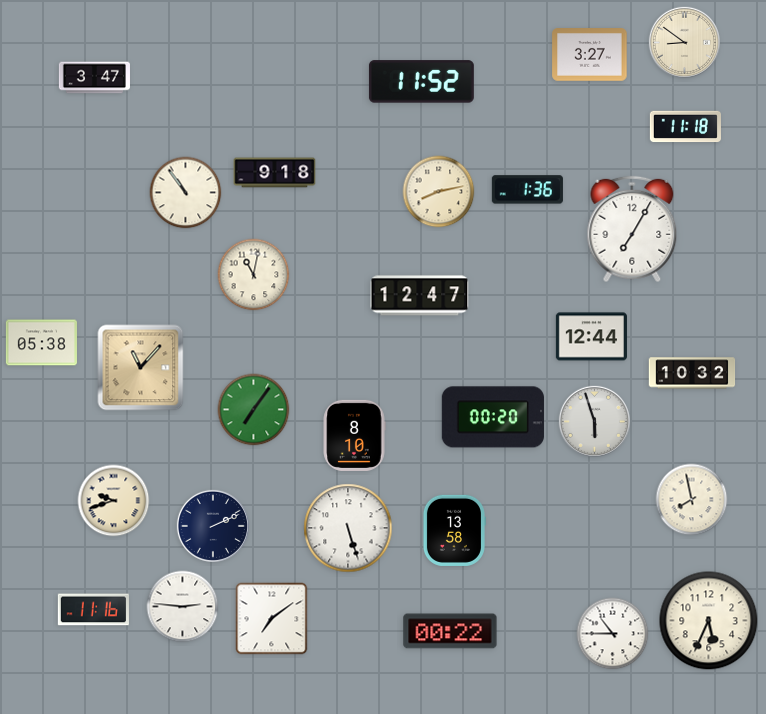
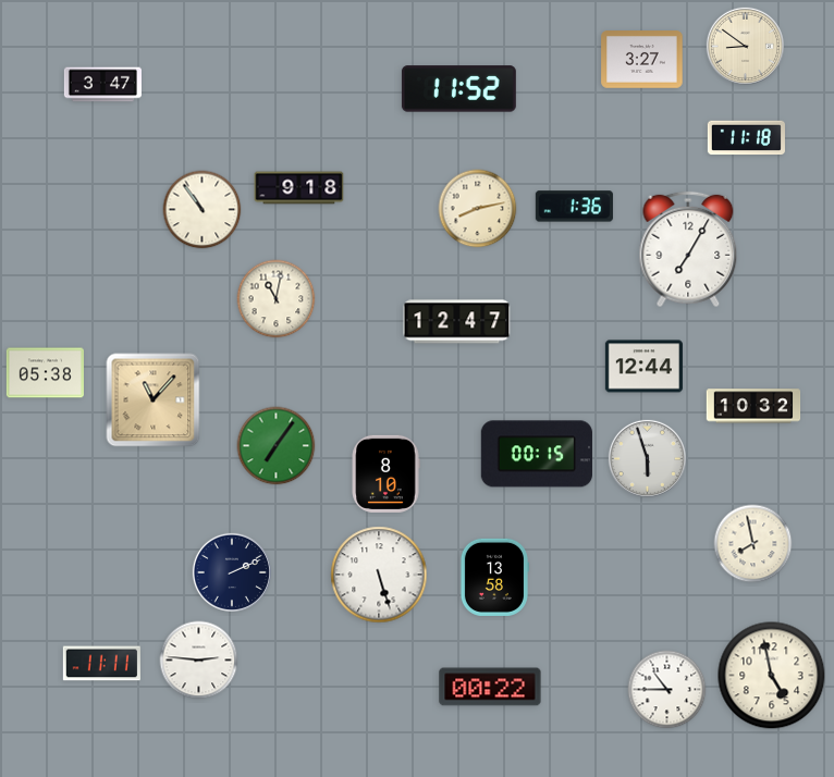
clock at (493, 417): 00:20 -> 00:15
clock at (114, 501): 9:42 -> none
clock at (93, 610): 11:16 -> 11:11
clock at (272, 619): 7:09 -> none
clock at (709, 621): 5:34 -> 4:58
